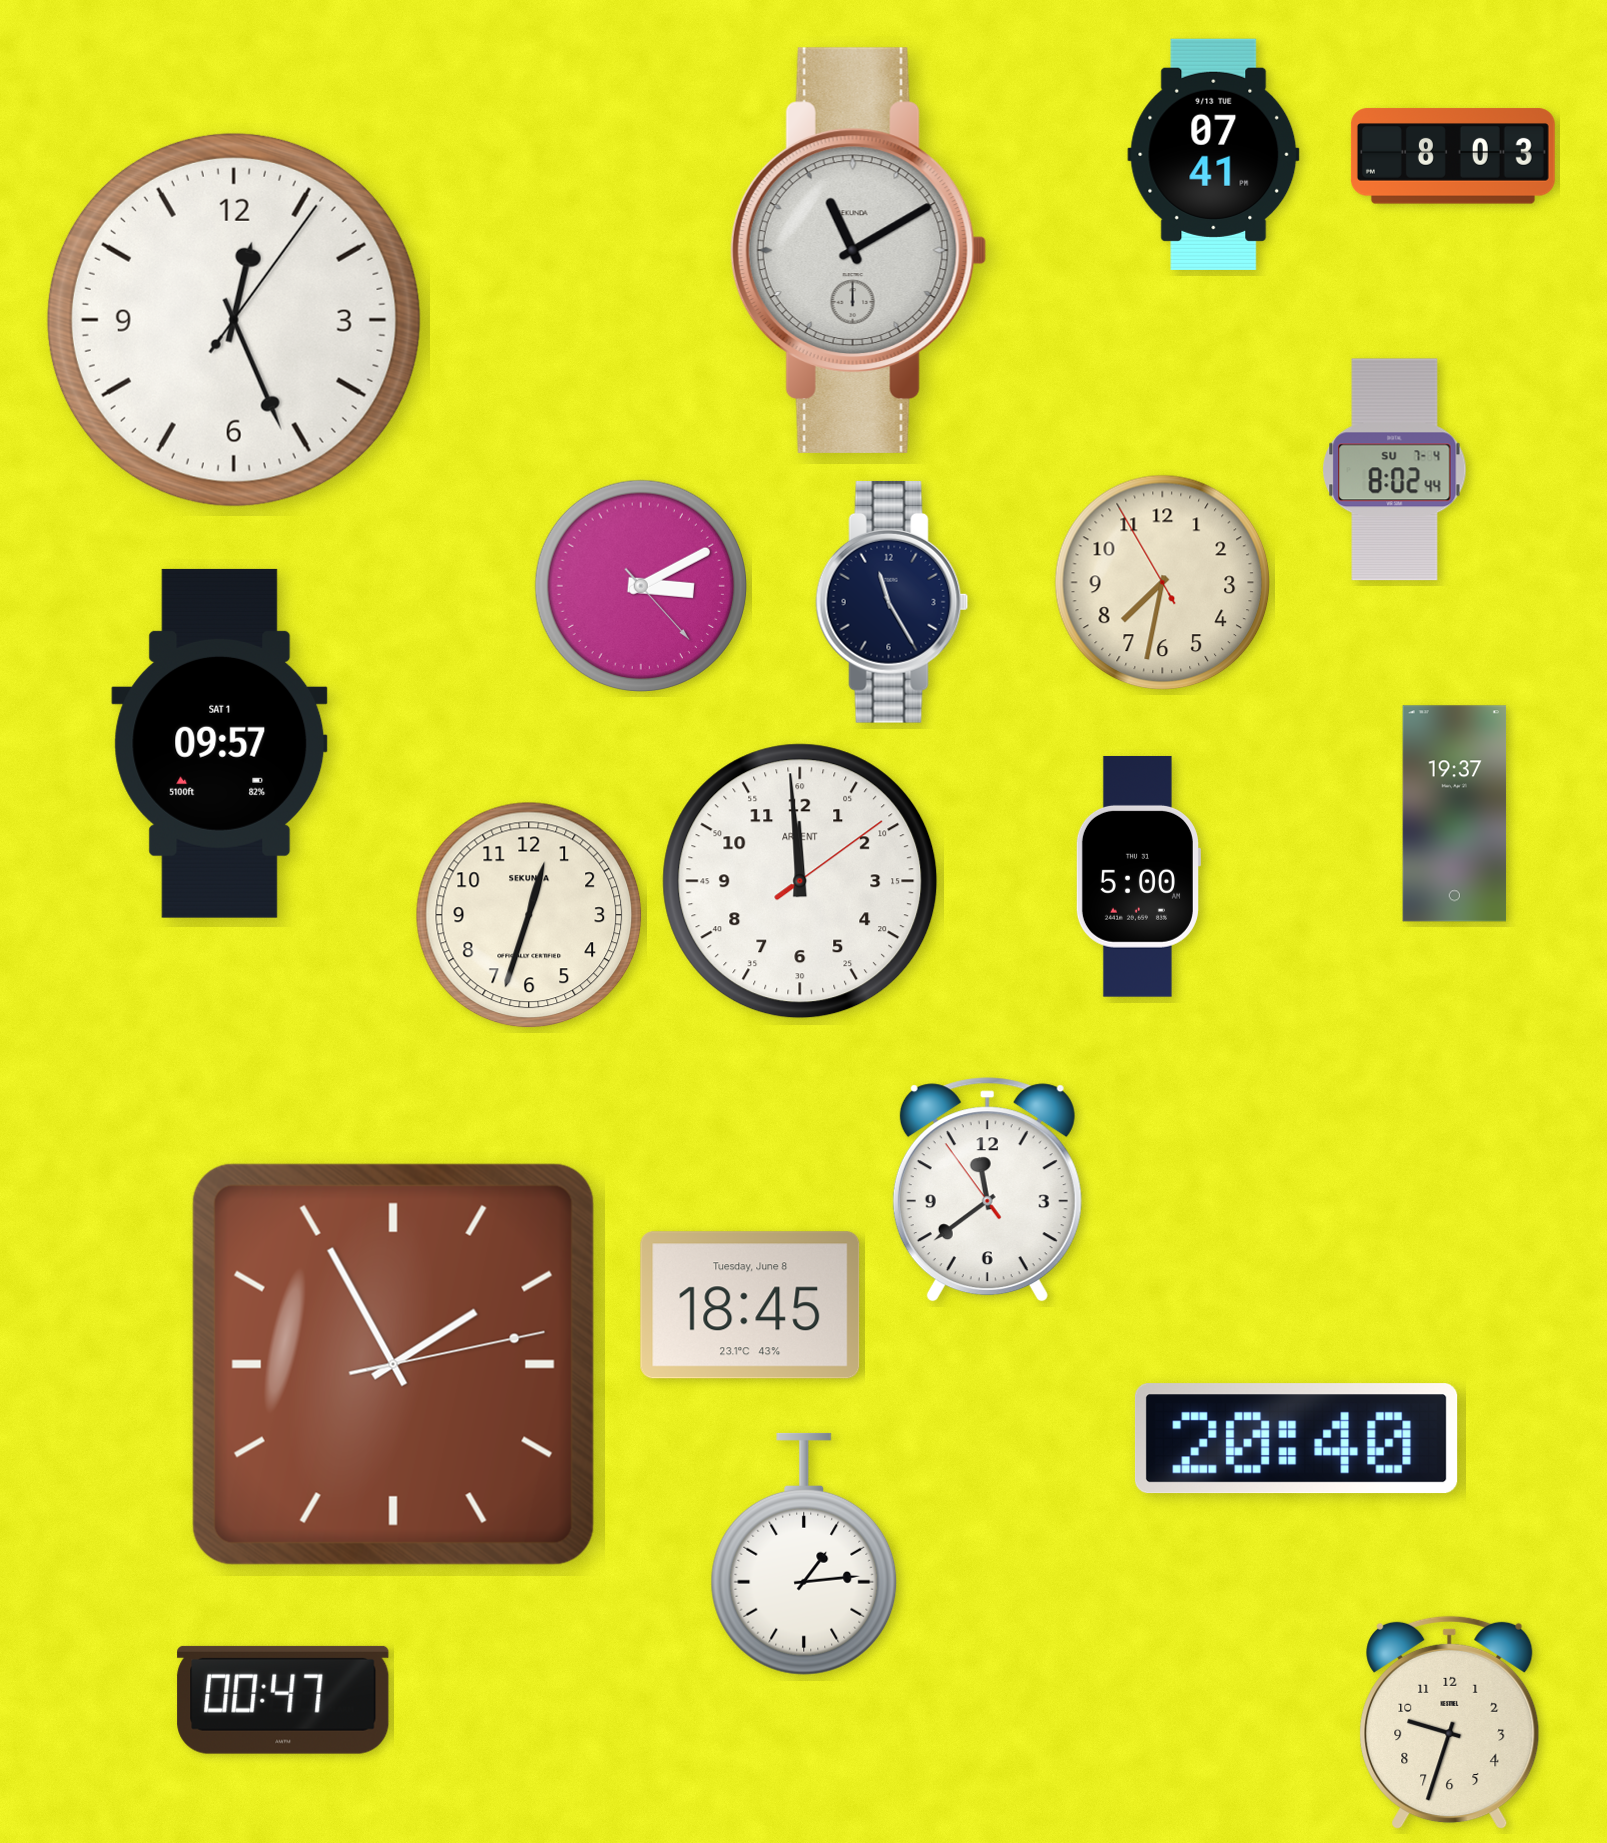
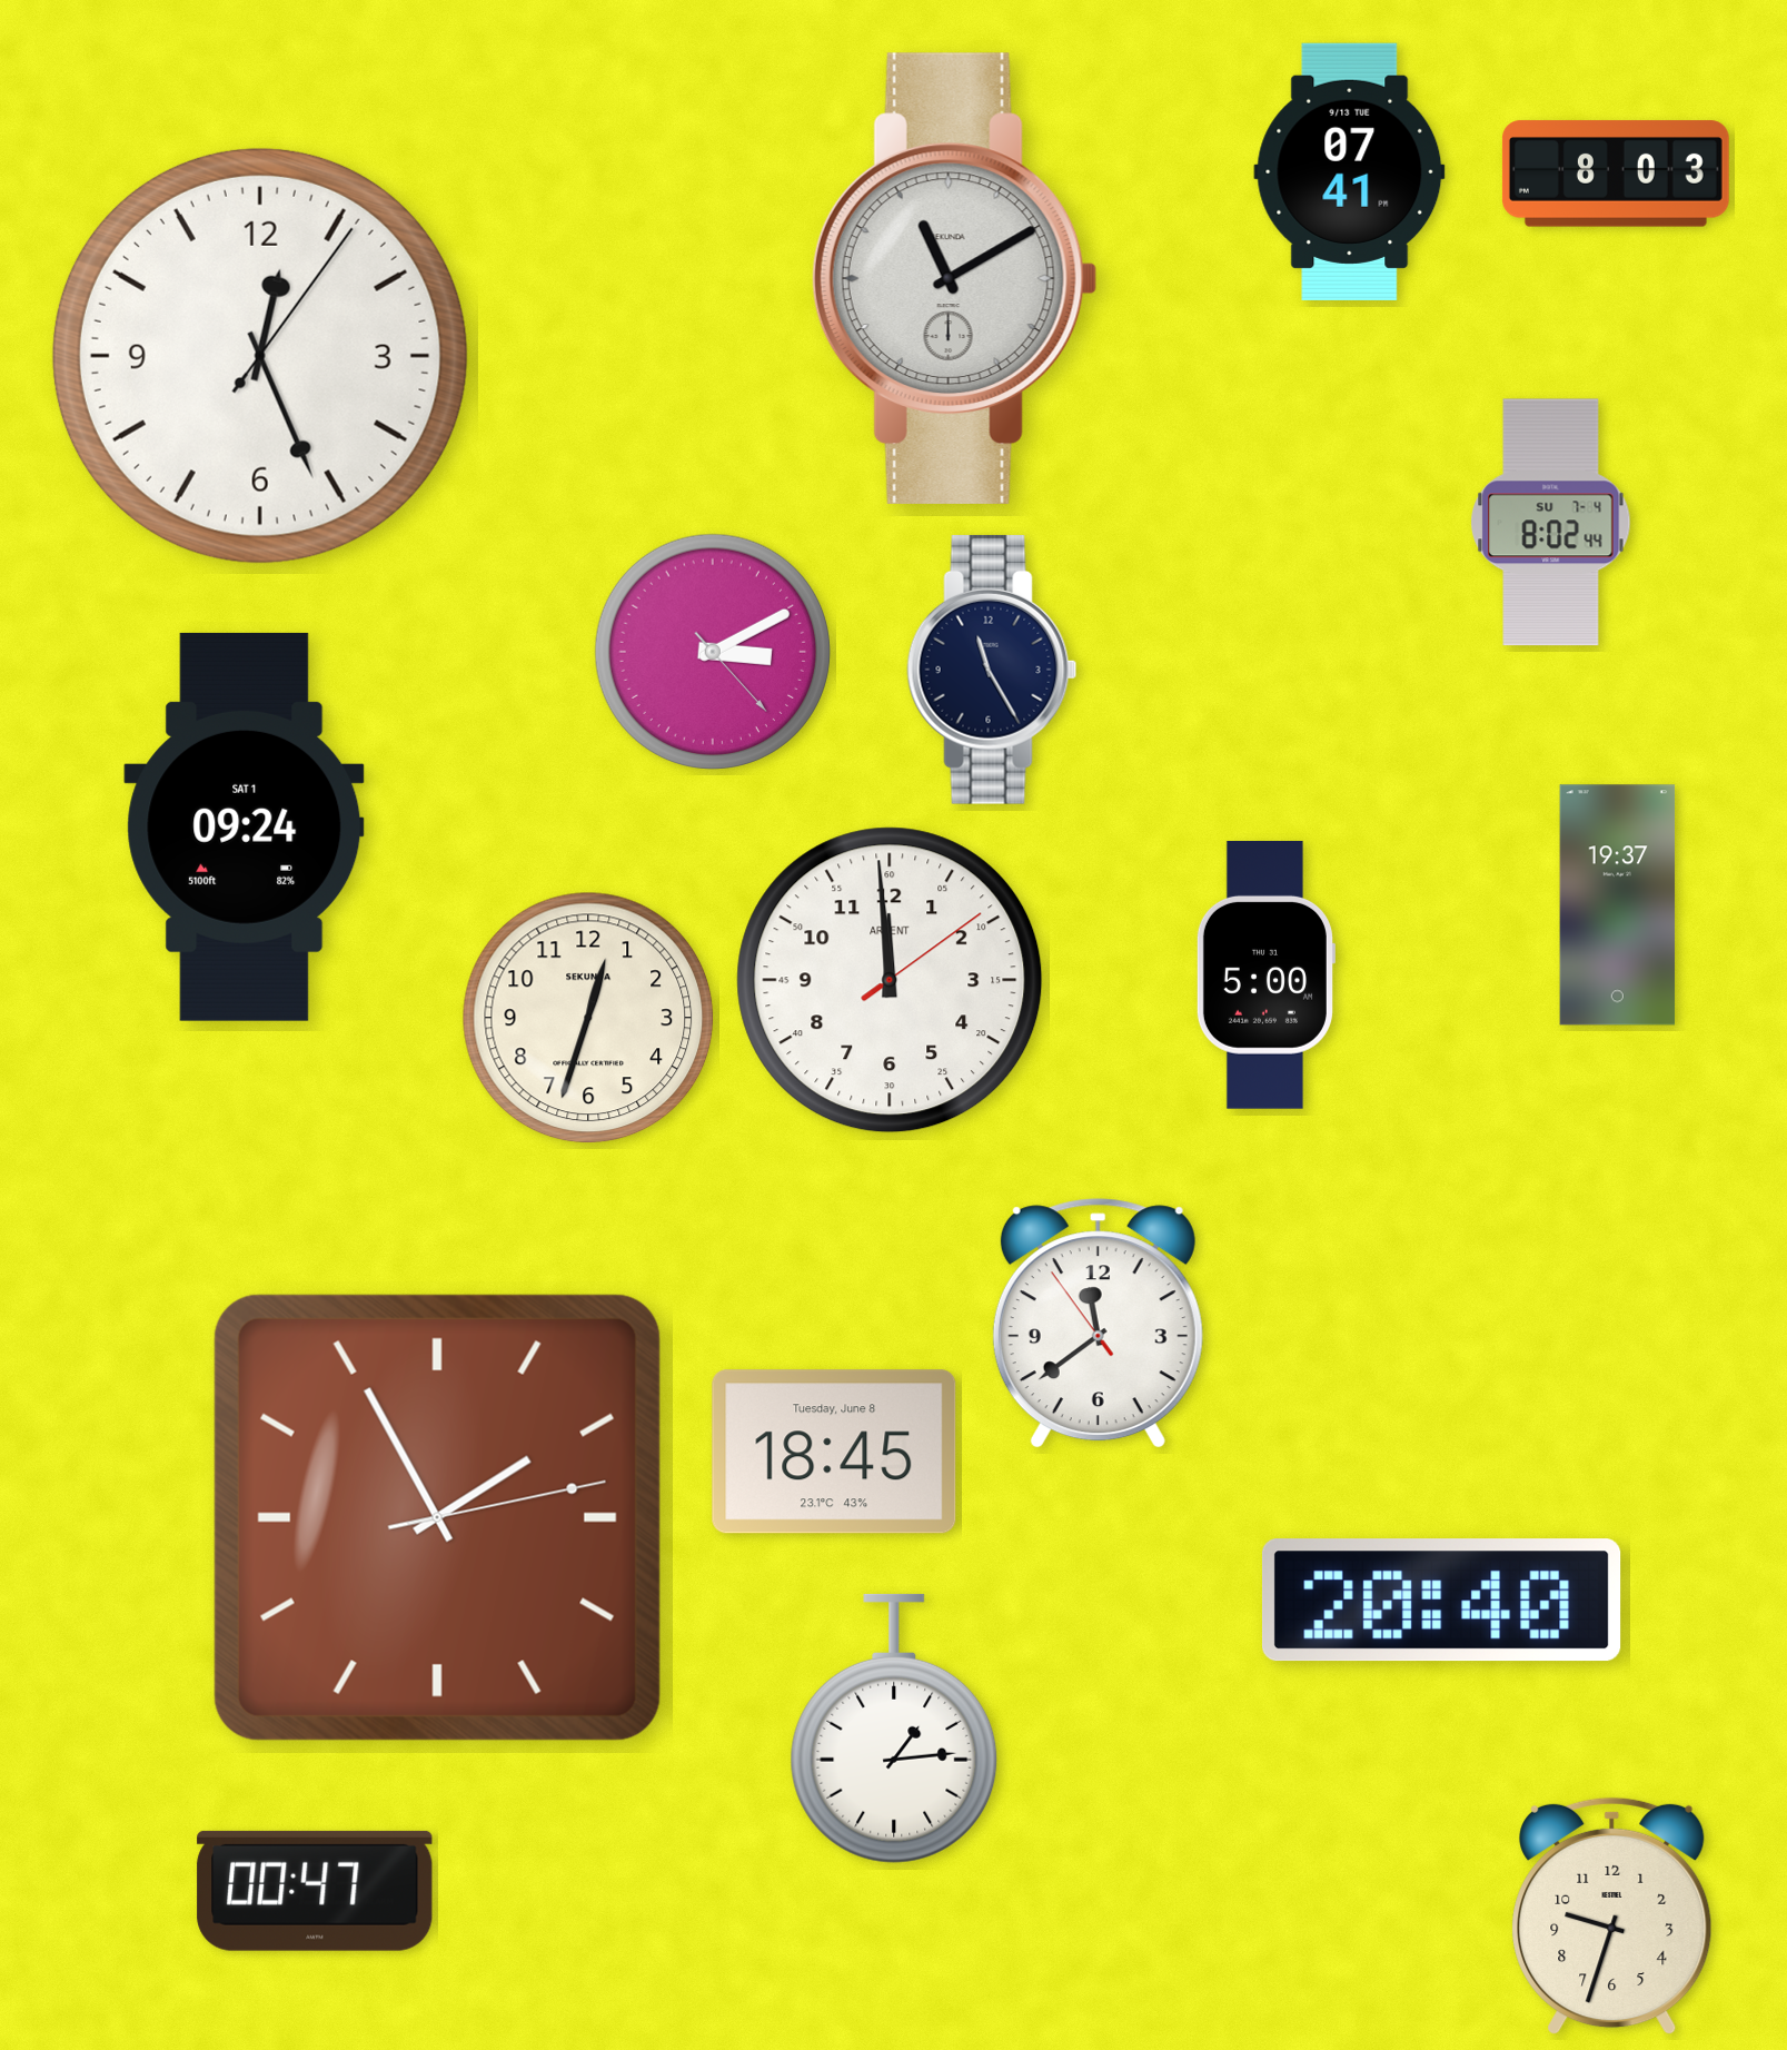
clock at (1163, 583): 7:31 -> none
clock at (220, 743): 09:57 -> 09:24
